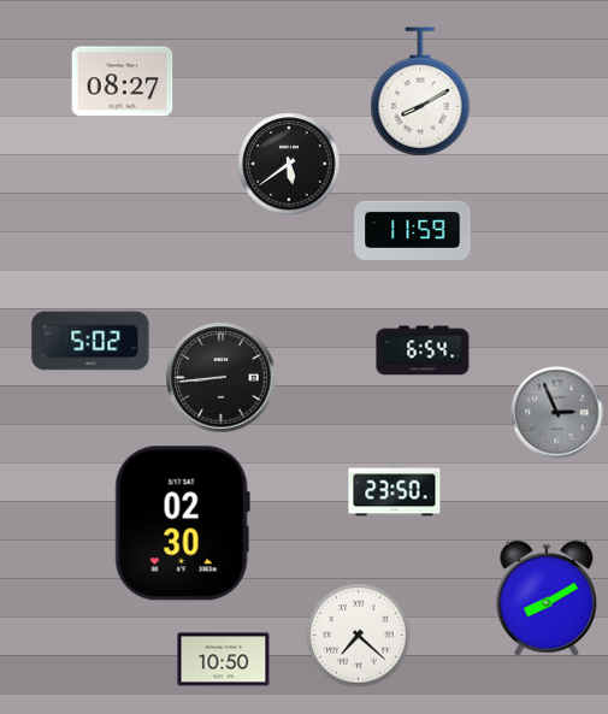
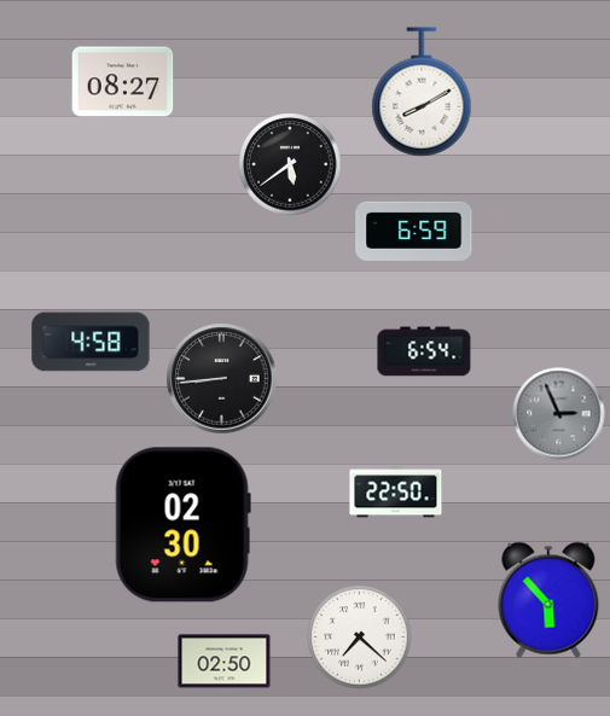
clock at (413, 230): 11:59 -> 6:59
clock at (90, 341): 5:02 -> 4:58
clock at (395, 491): 23:50 -> 22:50
clock at (547, 598): 8:10 -> 5:53
clock at (224, 660): 10:50 -> 02:50
